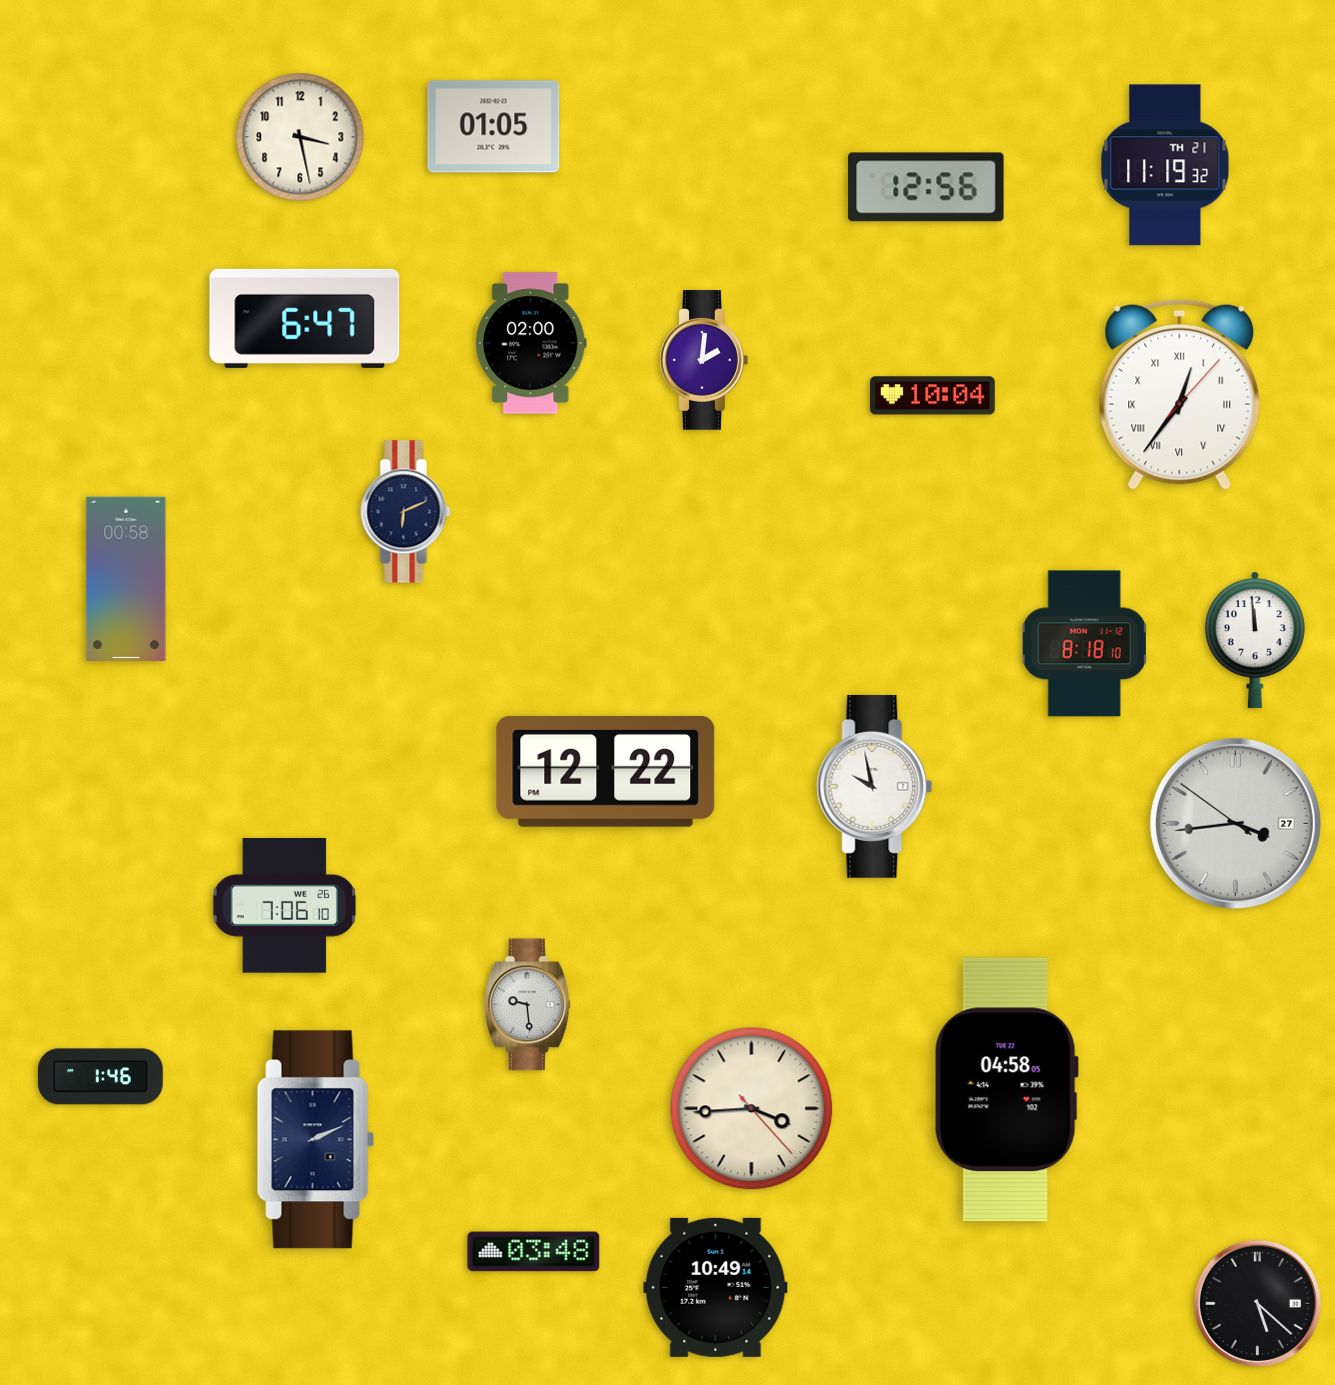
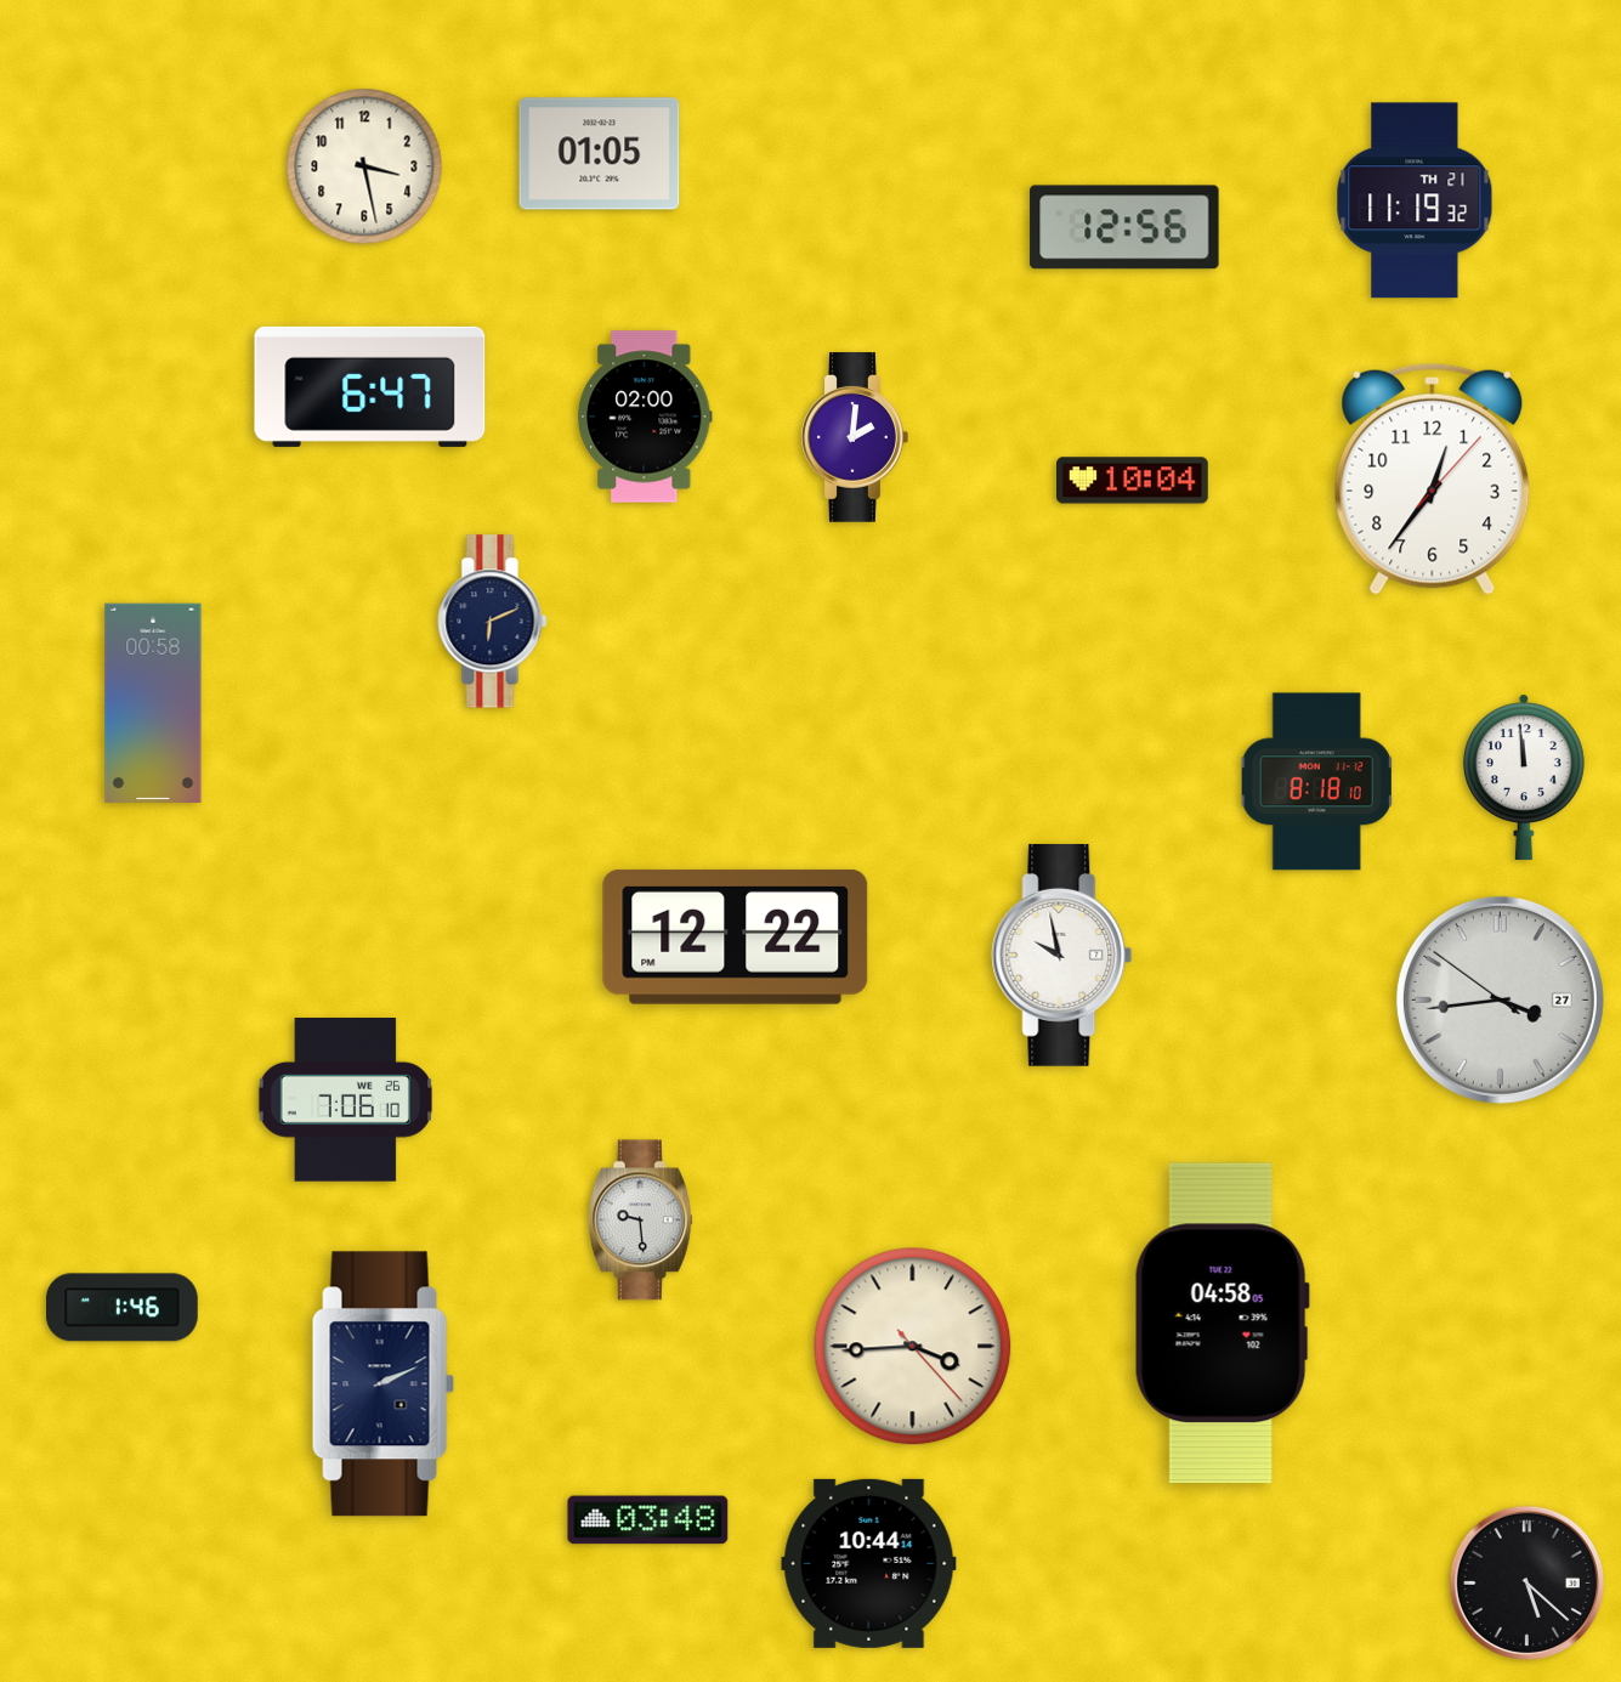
clock at (1180, 394) numerals: Roman -> Arabic
clock at (716, 1287): 10:49 -> 10:44
